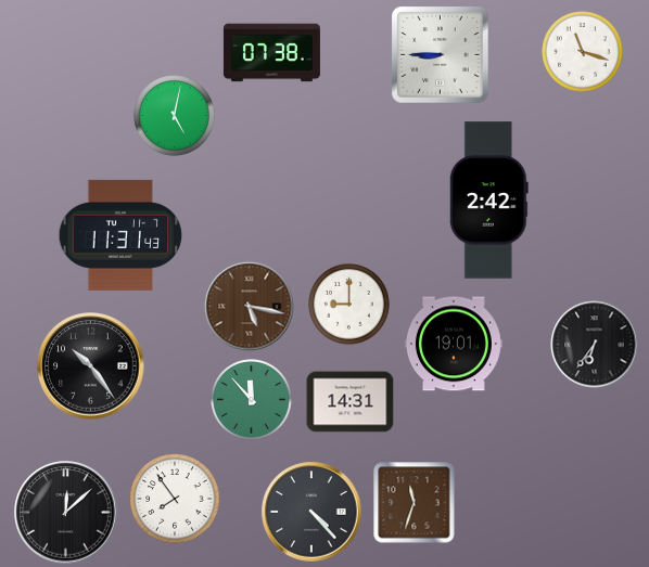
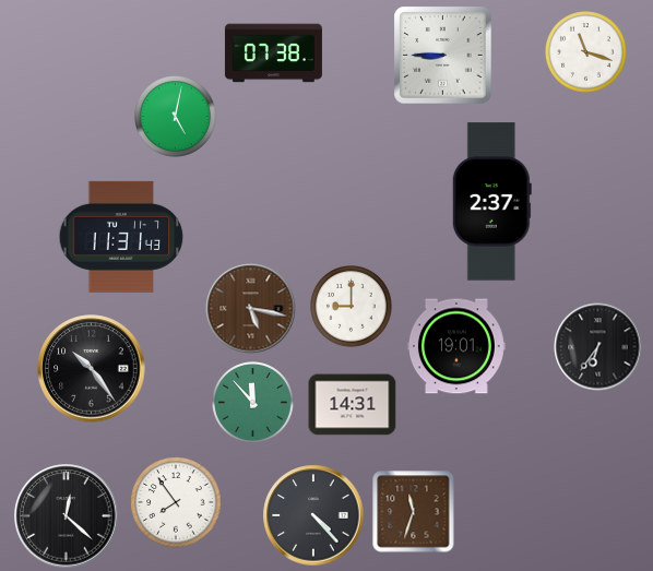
clock at (488, 201): 2:42 -> 2:37
clock at (415, 503) position: (415, 503) -> (414, 512)
clock at (66, 513): 12:08 -> 12:22
